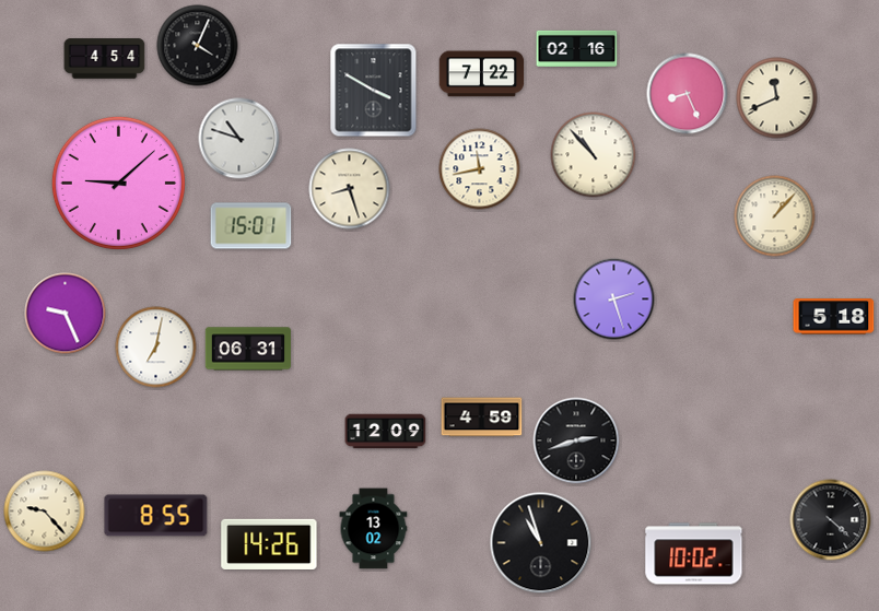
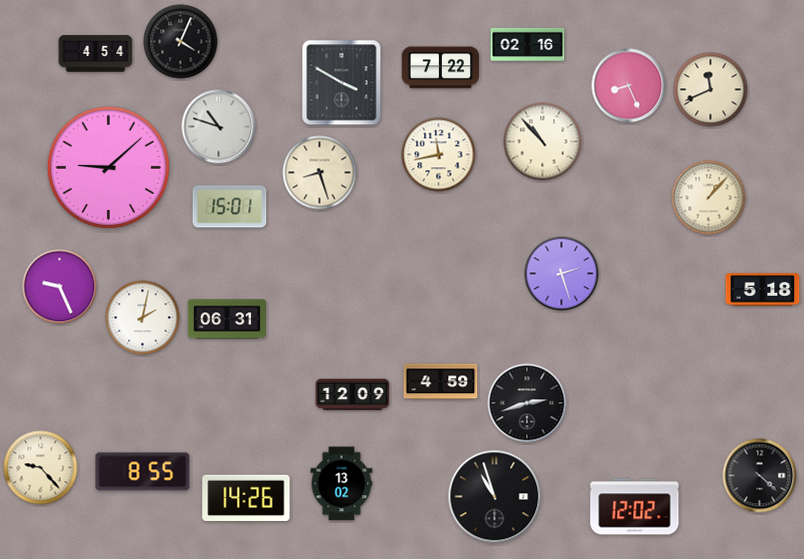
clock at (156, 348): 7:02 -> 2:02
clock at (694, 554): 10:02 -> 12:02
